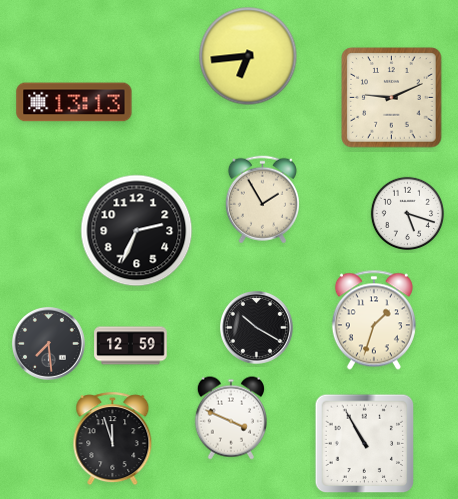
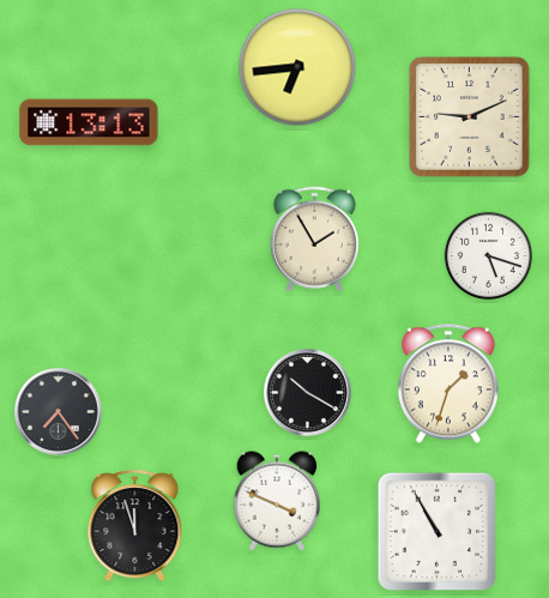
clock at (137, 231): 2:34 -> none
clock at (49, 344): 7:29 -> 7:24
clock at (131, 346): 12:59 -> none
